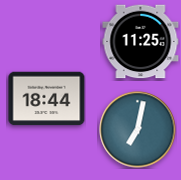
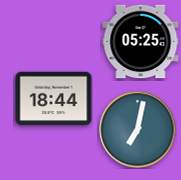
clock at (141, 42): 11:25 -> 05:25
clock at (47, 99) position: (47, 99) -> (54, 99)
